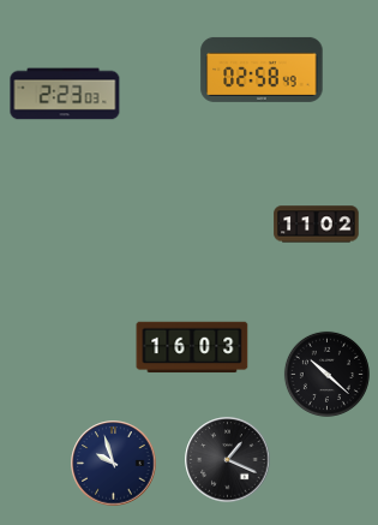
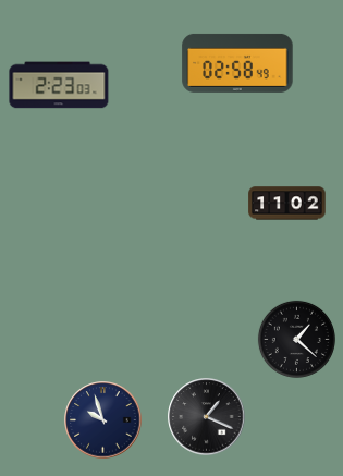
clock at (192, 347): 16:03 -> none
clock at (326, 374): 10:22 -> 1:22
